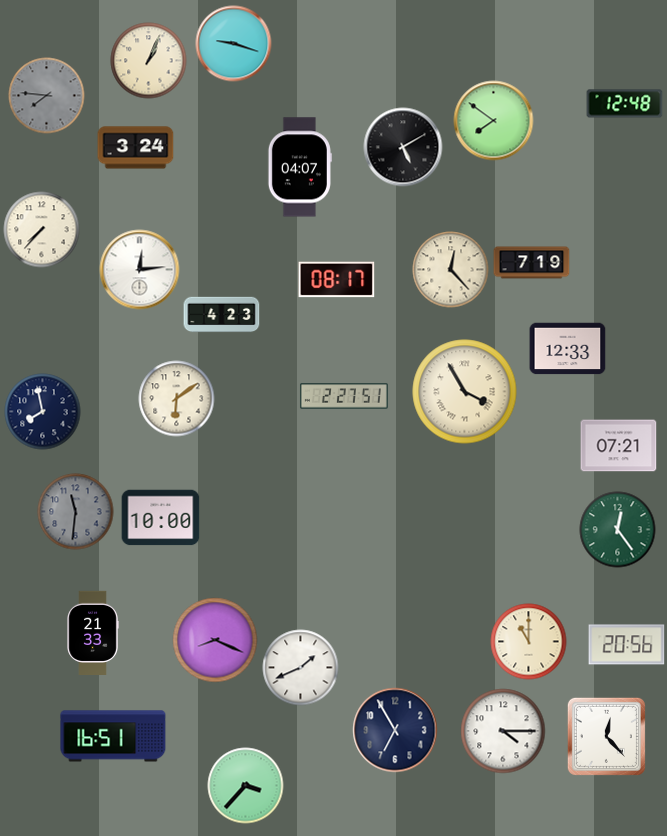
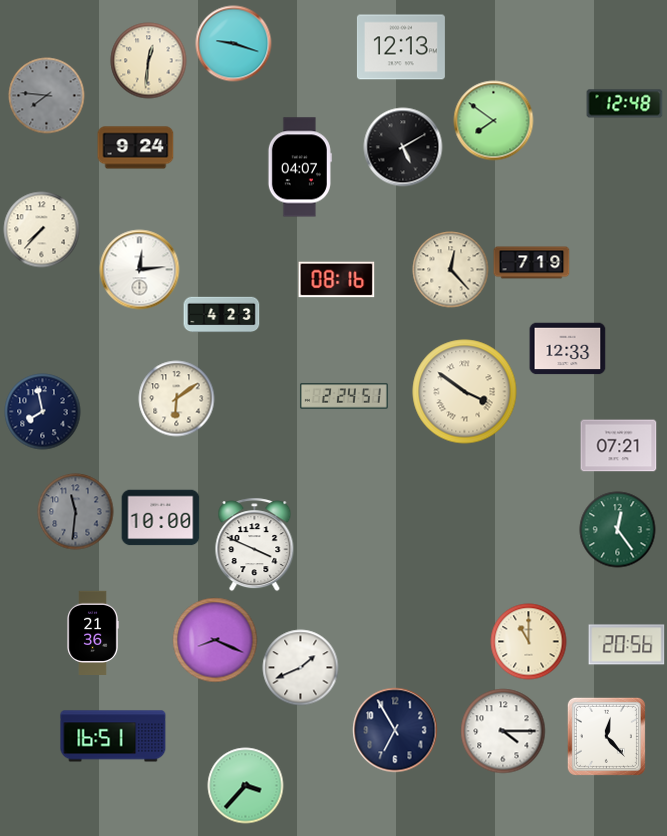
clock at (401, 47): none -> 12:13
clock at (149, 61): 1:04 -> 12:31
clock at (136, 148): 3:24 -> 9:24
clock at (337, 280): 08:17 -> 08:16
clock at (465, 392): 3:55 -> 3:51
clock at (344, 396): 2:27 -> 2:24
clock at (255, 545): none -> 3:49
clock at (93, 632): 21:33 -> 21:36
